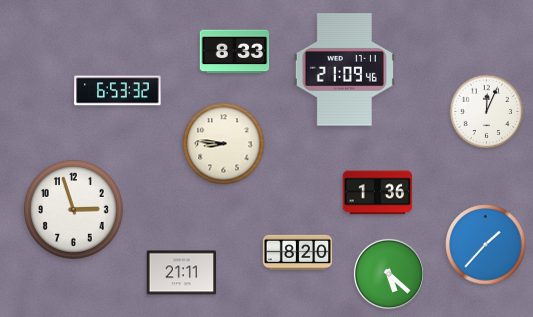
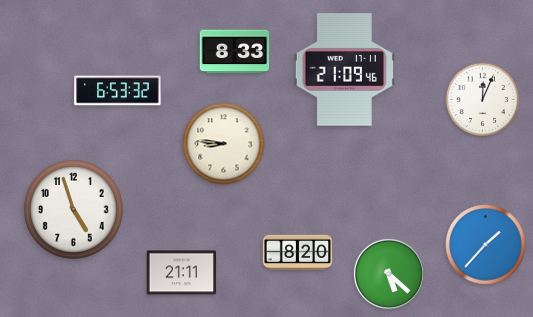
clock at (487, 112) position: (487, 112) -> (483, 100)
clock at (378, 193): 1:36 -> none
clock at (73, 209): 2:57 -> 4:57
